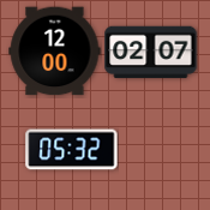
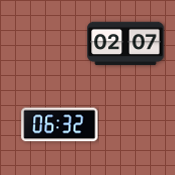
clock at (55, 52): 12:00 -> none
clock at (72, 150): 05:32 -> 06:32
